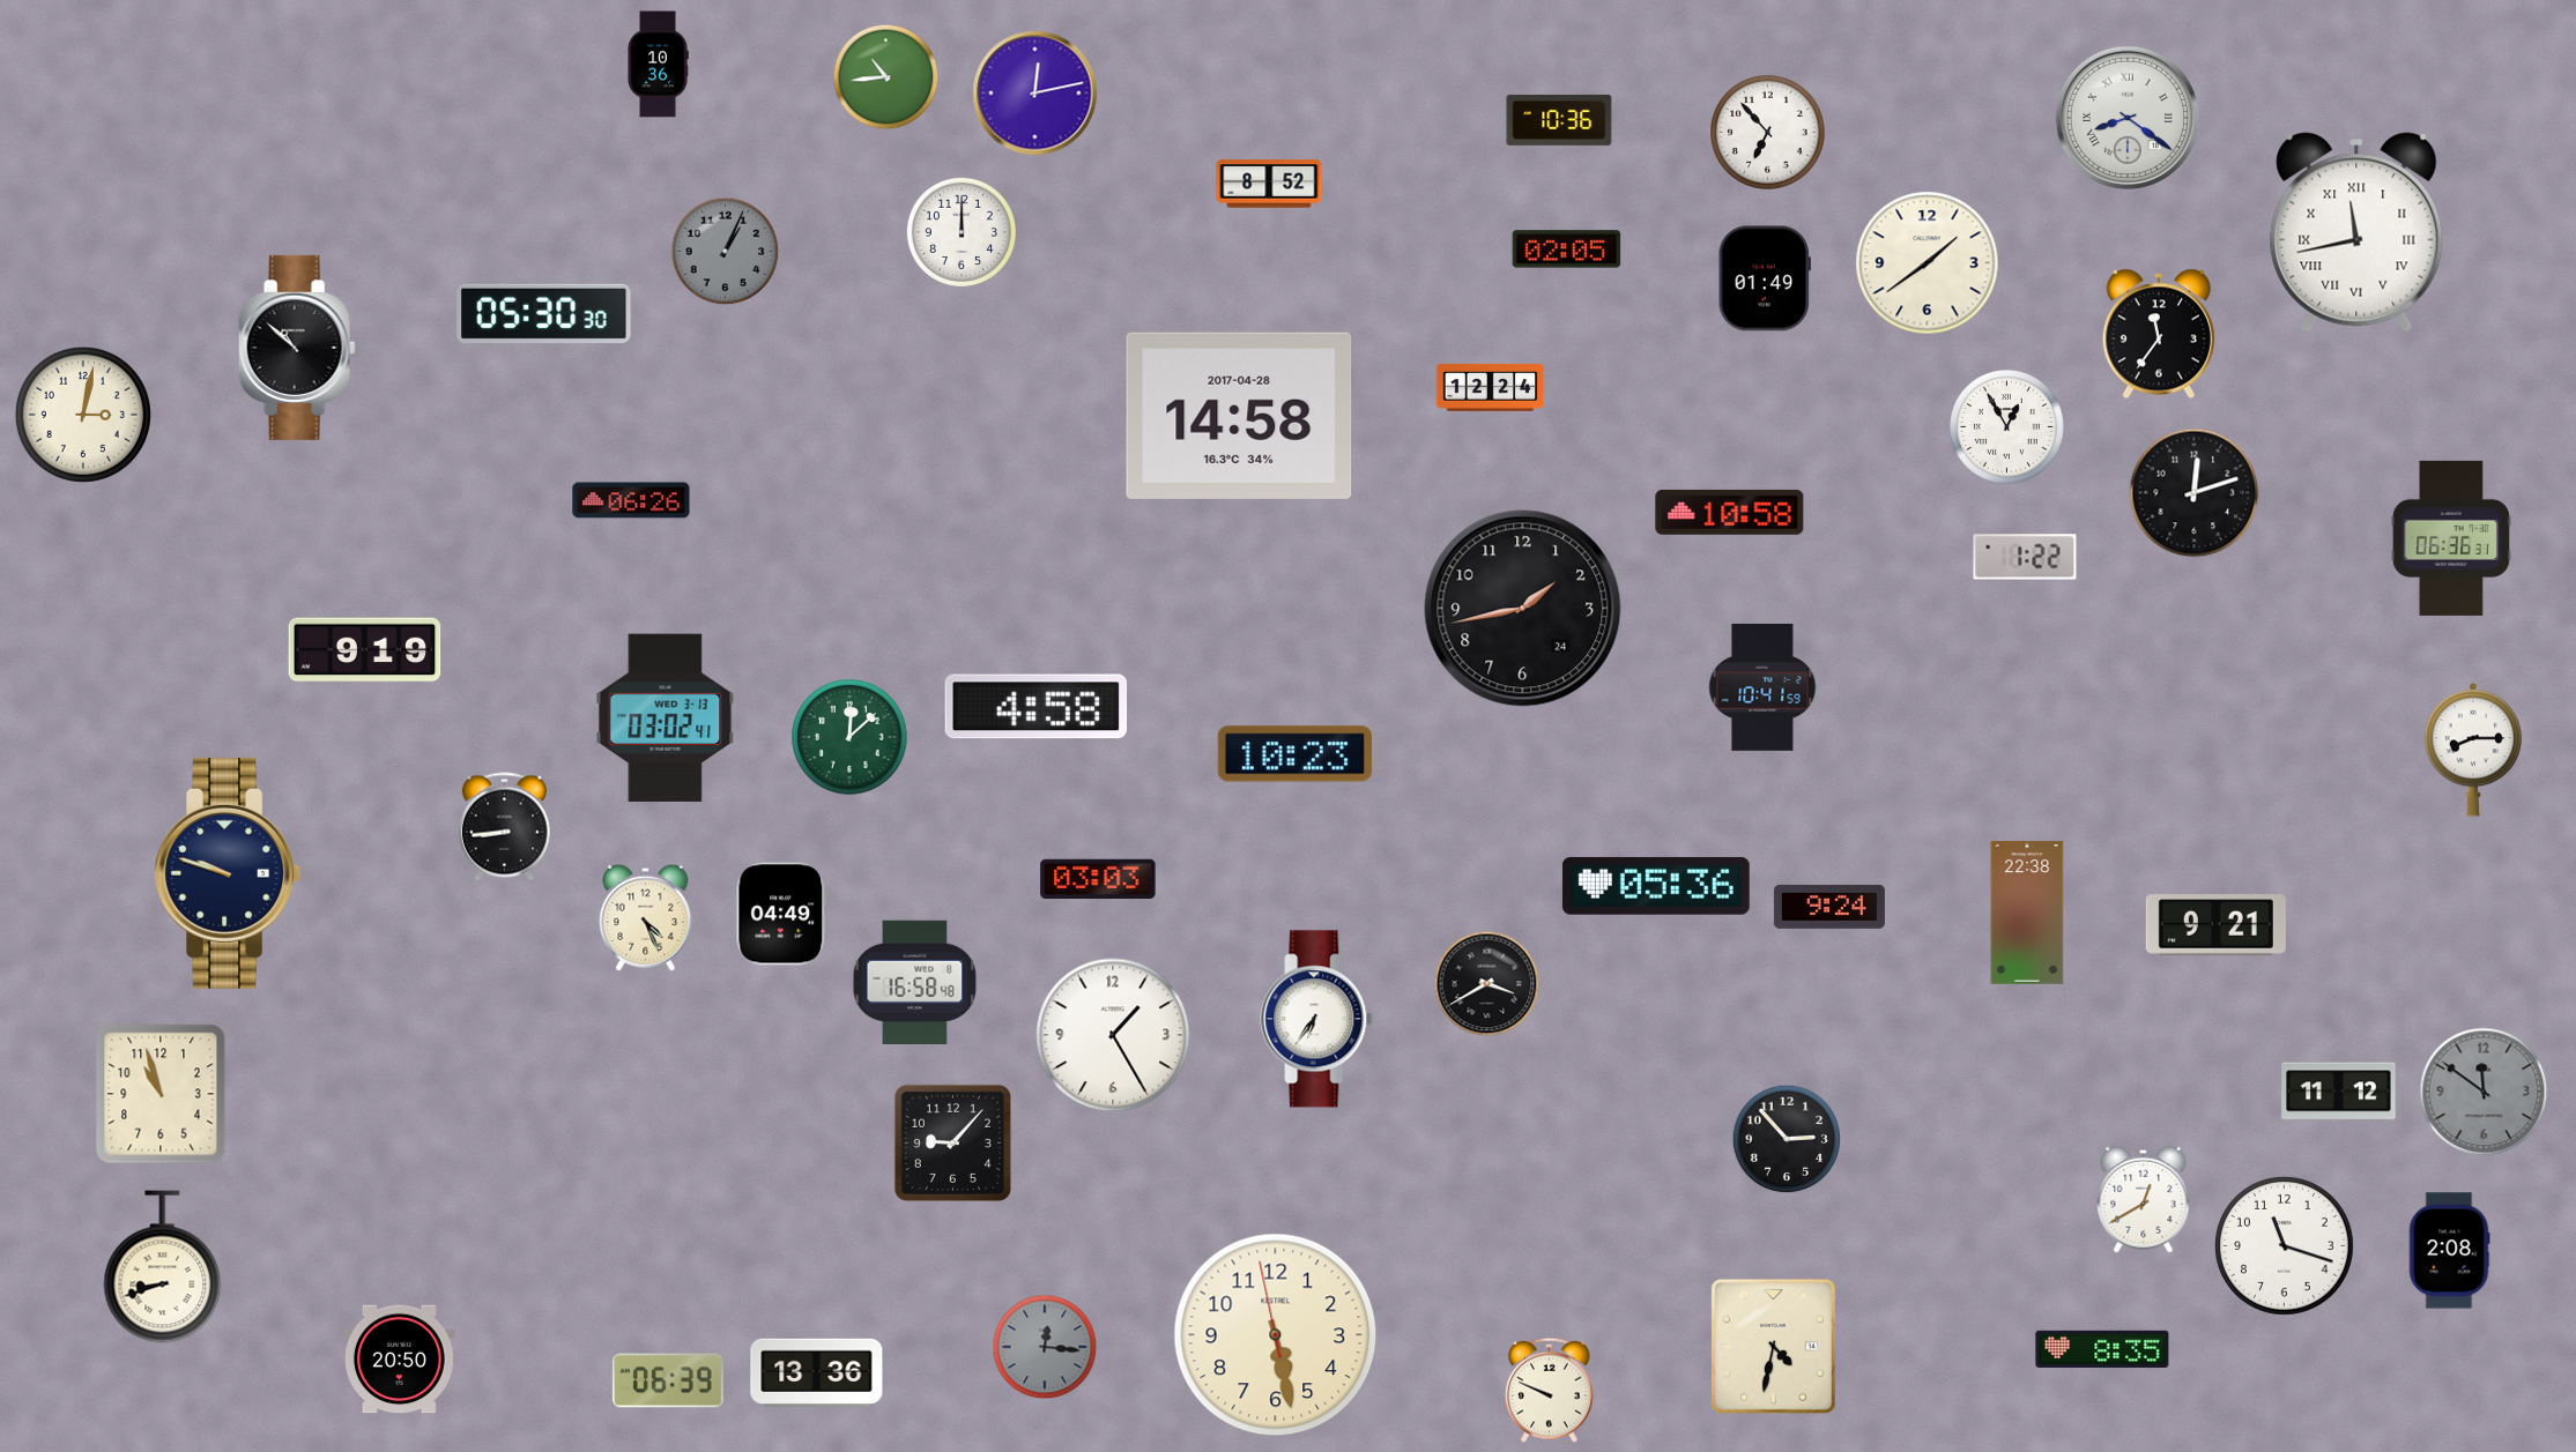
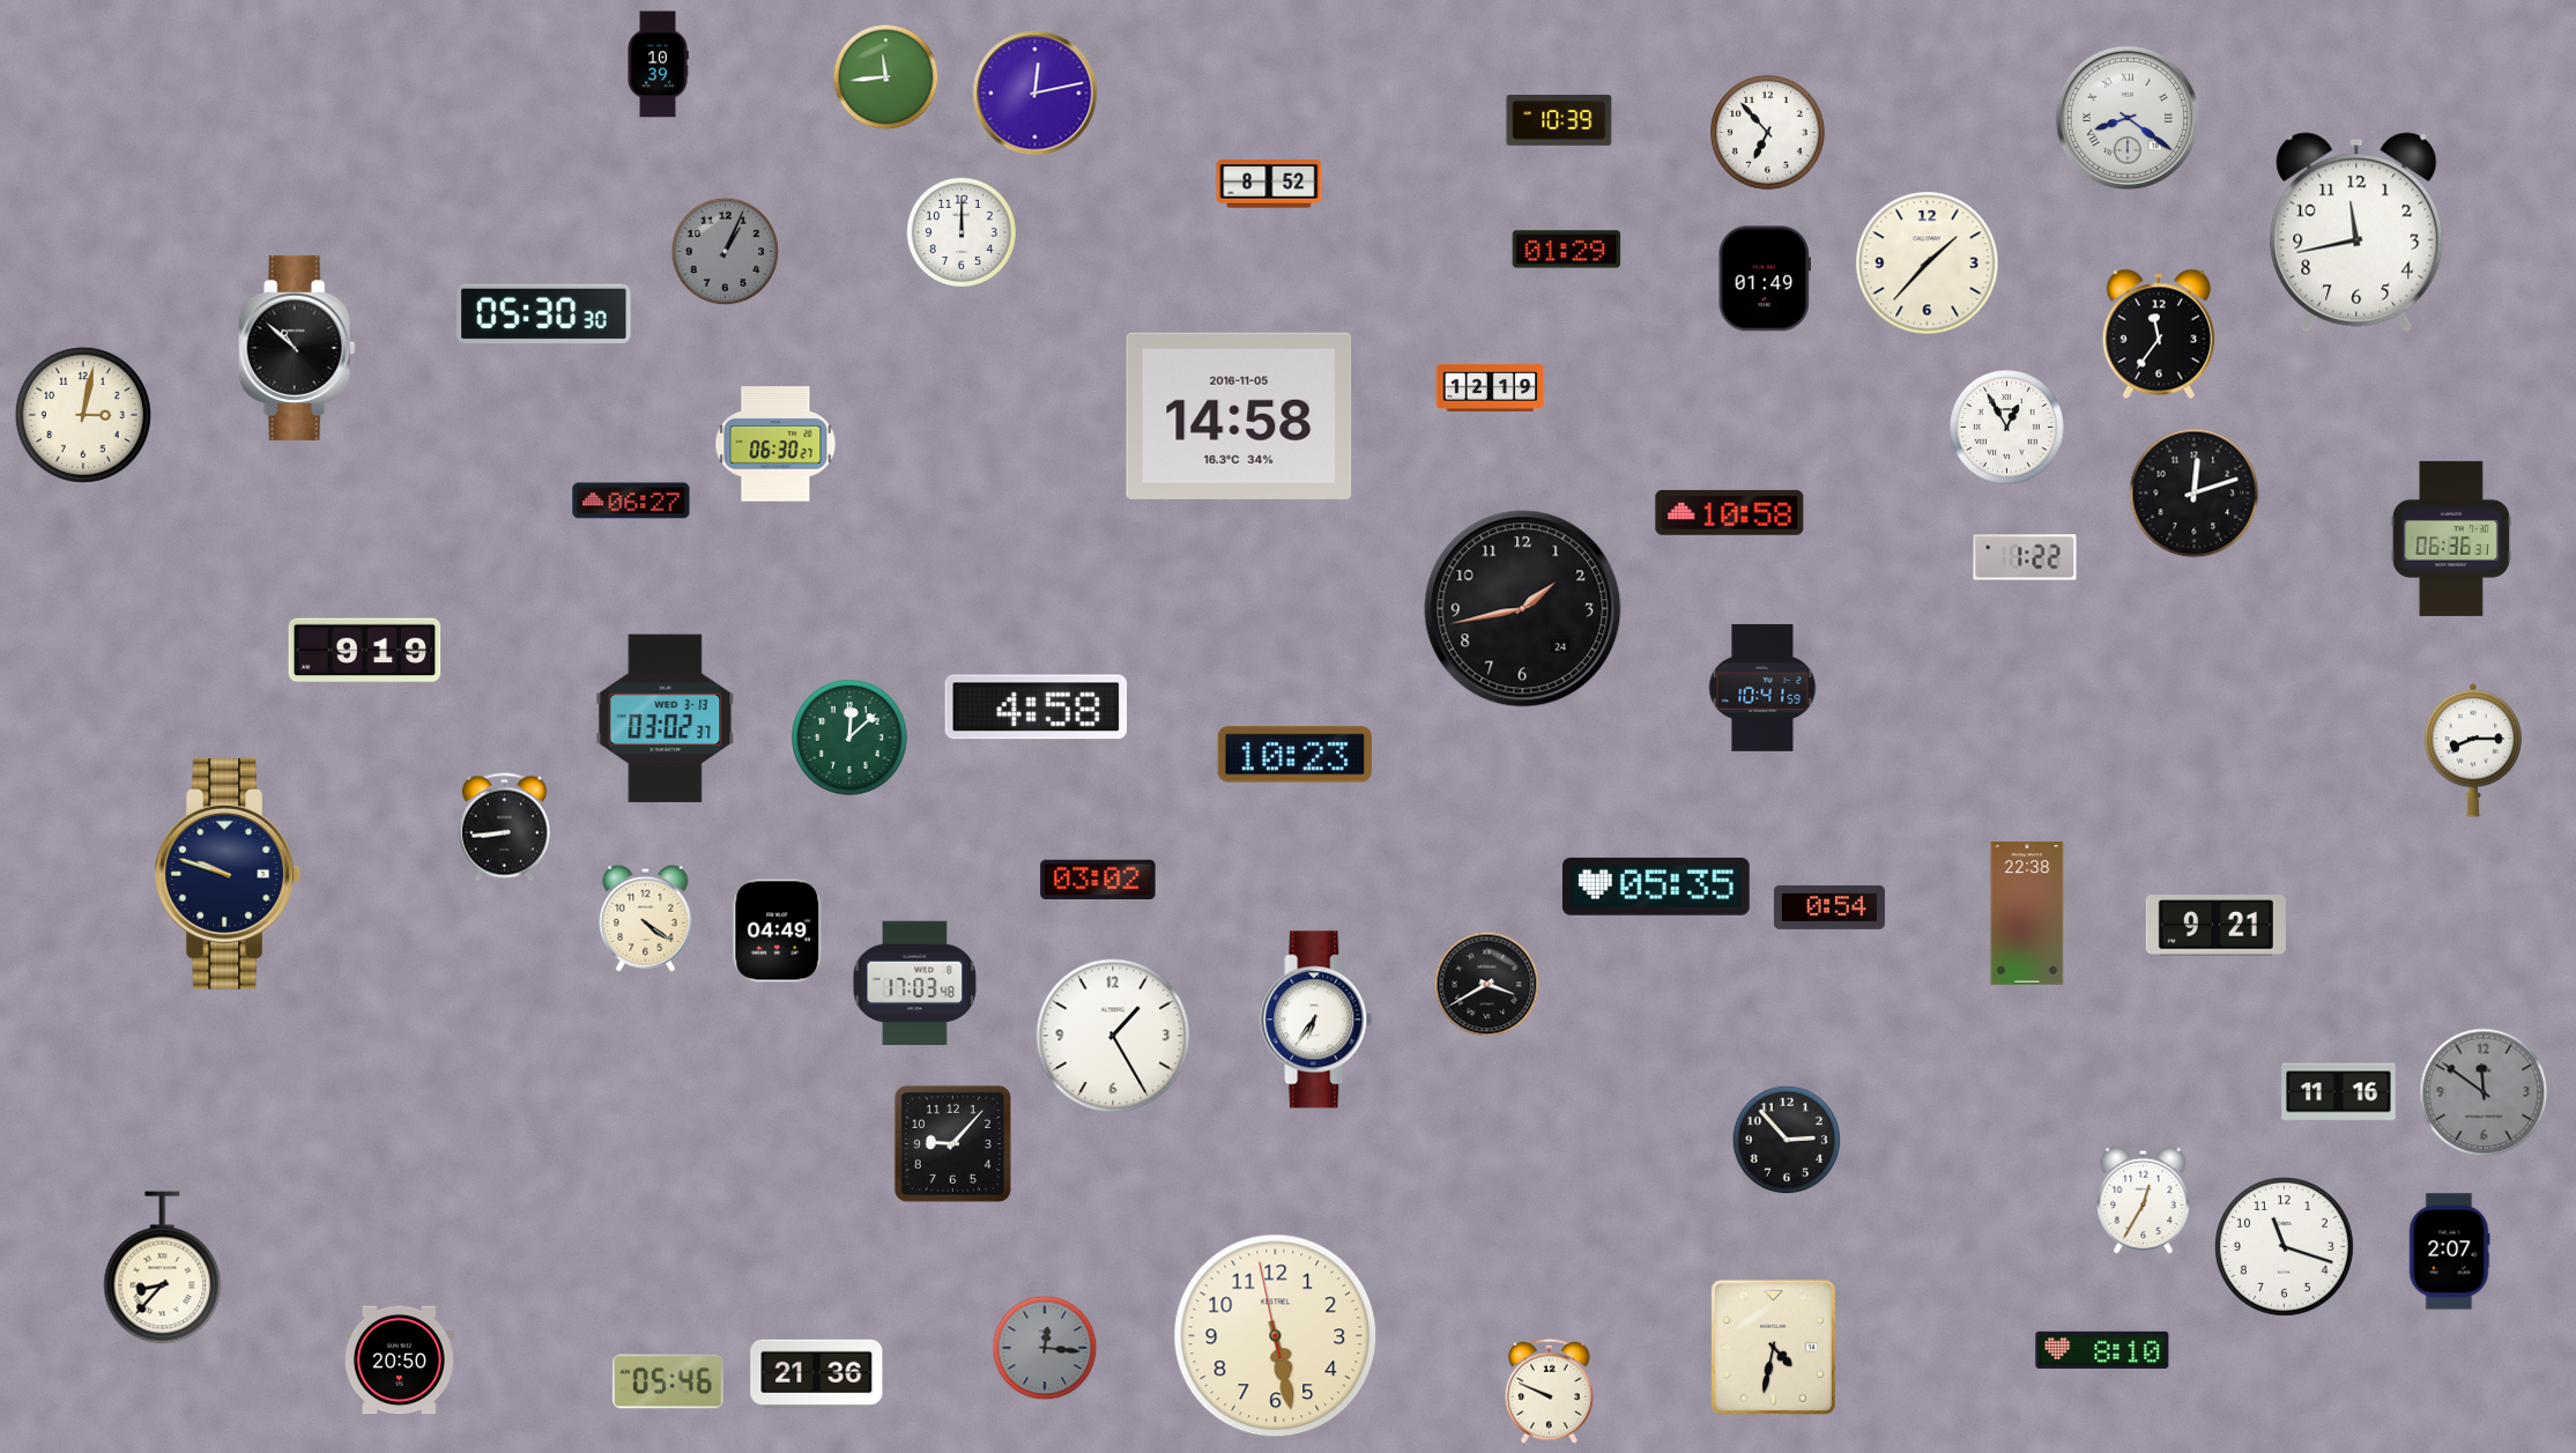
clock at (658, 65): 10:36 -> 10:39
clock at (886, 77): 10:44 -> 11:44
clock at (1559, 120): 10:36 -> 10:39
clock at (2356, 232) numerals: Roman -> Arabic
clock at (1567, 250): 02:05 -> 01:29
clock at (1928, 263): 1:39 -> 1:37
clock at (1491, 387): 12:24 -> 12:19
clock at (1239, 416) date: 2017-04-28 -> 2016-11-05
clock at (775, 444): none -> 06:30
clock at (631, 500): 06:26 -> 06:27
clock at (666, 717): 03:02:41 -> 03:02:37
clock at (1098, 878): 03:03 -> 03:02
clock at (1656, 886): 05:36 -> 05:35
clock at (1829, 907): 9:24 -> 0:54
clock at (781, 914) position: (781, 914) -> (778, 931)
clock at (646, 917): 4:26 -> 4:21
clock at (915, 982): 16:58 -> 17:03
clock at (2339, 1092): 11:12 -> 11:16
clock at (161, 1094): 10:57 -> none
clock at (2144, 1199): 12:40 -> 12:35
clock at (2449, 1251): 2:08 -> 2:07
clock at (163, 1267): 8:42 -> 8:37
clock at (2102, 1349): 8:35 -> 8:10
clock at (817, 1372): 13:36 -> 21:36
clock at (668, 1380): 06:39 -> 05:46
